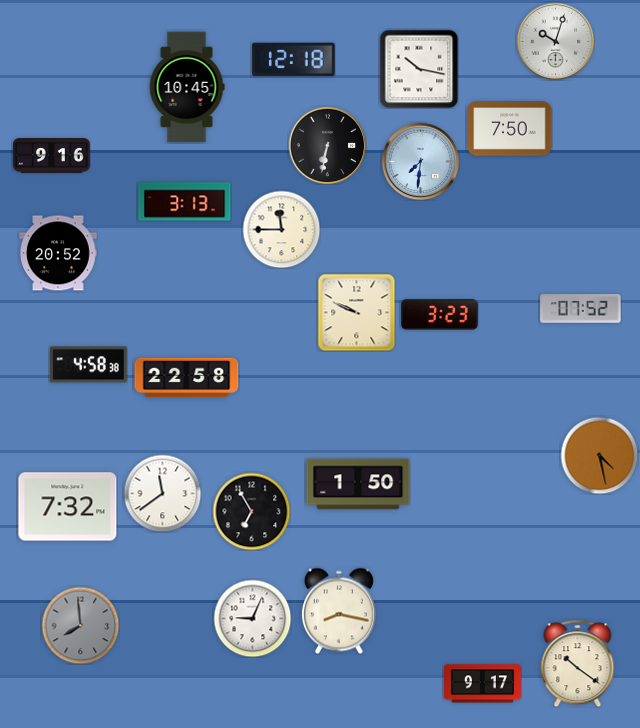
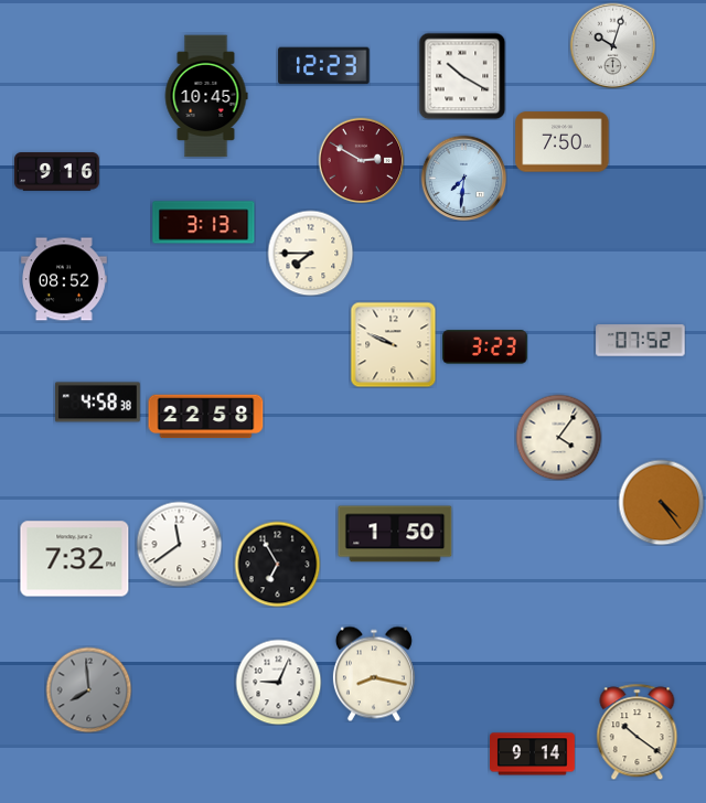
clock at (294, 60): 12:18 -> 12:23
clock at (419, 69): 10:17 -> 10:20
clock at (327, 145): 6:32 -> 2:50
clock at (327, 145) dial: black -> burgundy
clock at (281, 229): 11:45 -> 7:45
clock at (59, 253): 20:52 -> 08:52
clock at (558, 437): none -> 4:06
clock at (599, 455): 4:28 -> 4:24
clock at (483, 684): 9:17 -> 9:14
